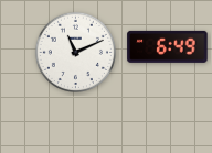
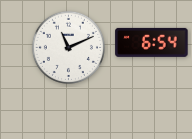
clock at (168, 46): 6:49 -> 6:54
